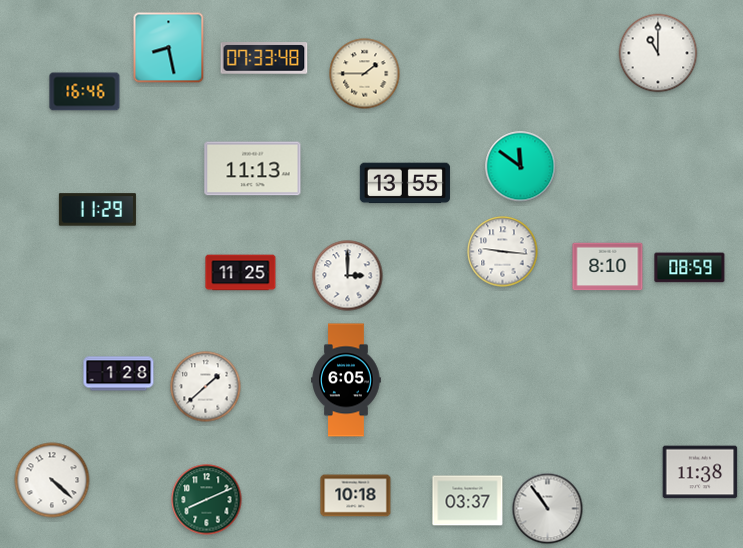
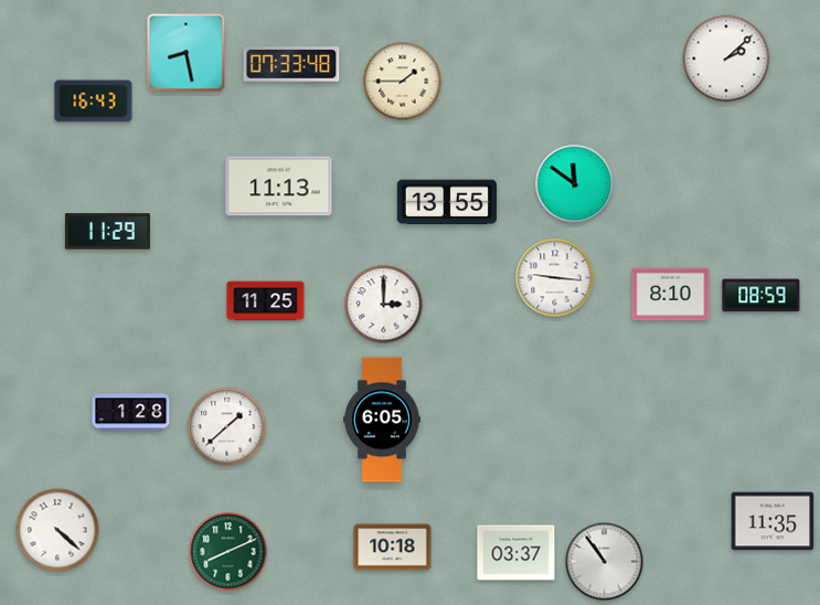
clock at (658, 53): 11:00 -> 2:08
clock at (85, 92): 16:46 -> 16:43
clock at (700, 472): 11:38 -> 11:35
